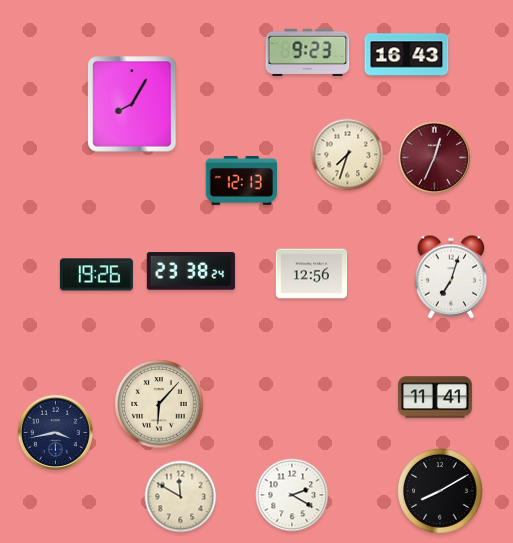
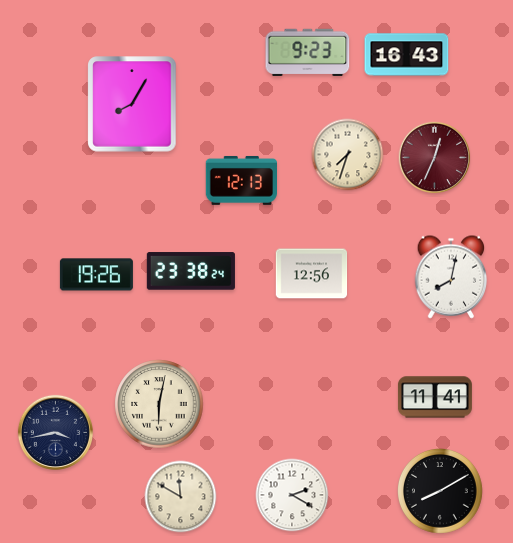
clock at (451, 277): 7:03 -> 8:02
clock at (159, 404): 6:07 -> 6:02
